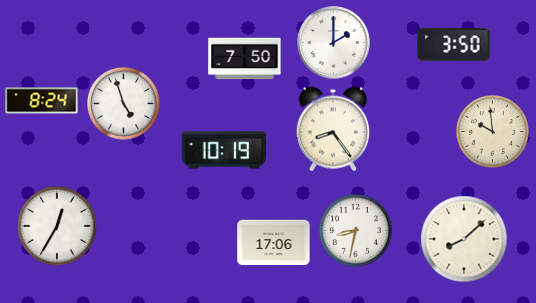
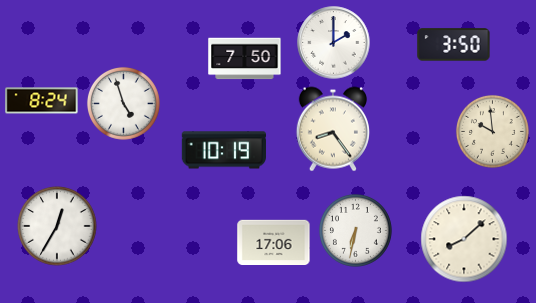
clock at (355, 230): 8:32 -> 6:32
